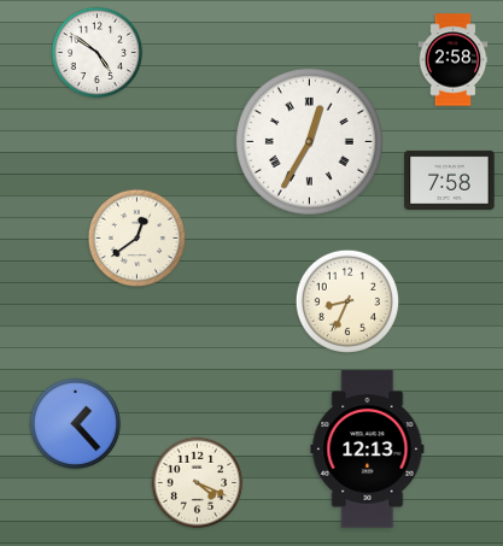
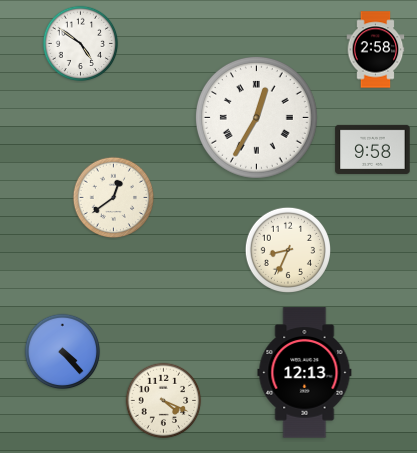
clock at (450, 180): 7:58 -> 9:58
clock at (76, 424): 1:23 -> 4:23
